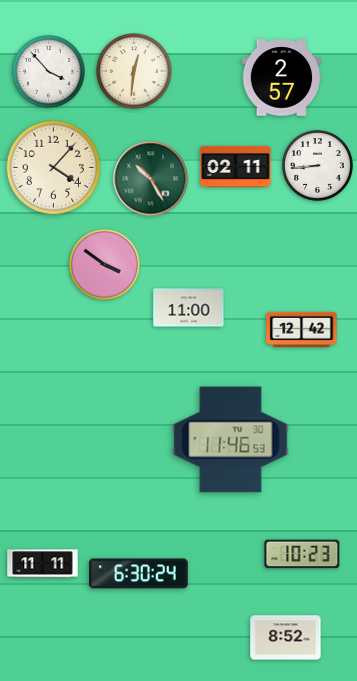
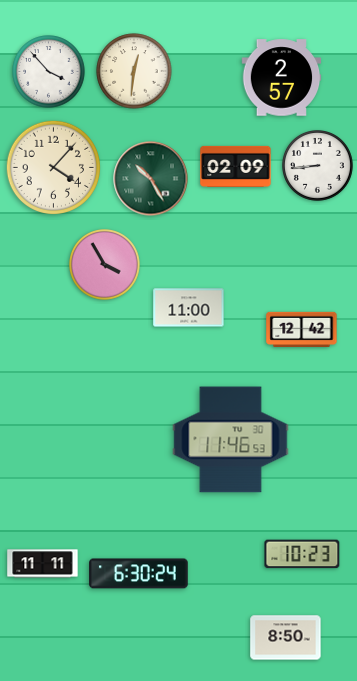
clock at (236, 166): 02:11 -> 02:09
clock at (105, 265): 3:51 -> 3:55
clock at (286, 638): 8:52 -> 8:50
